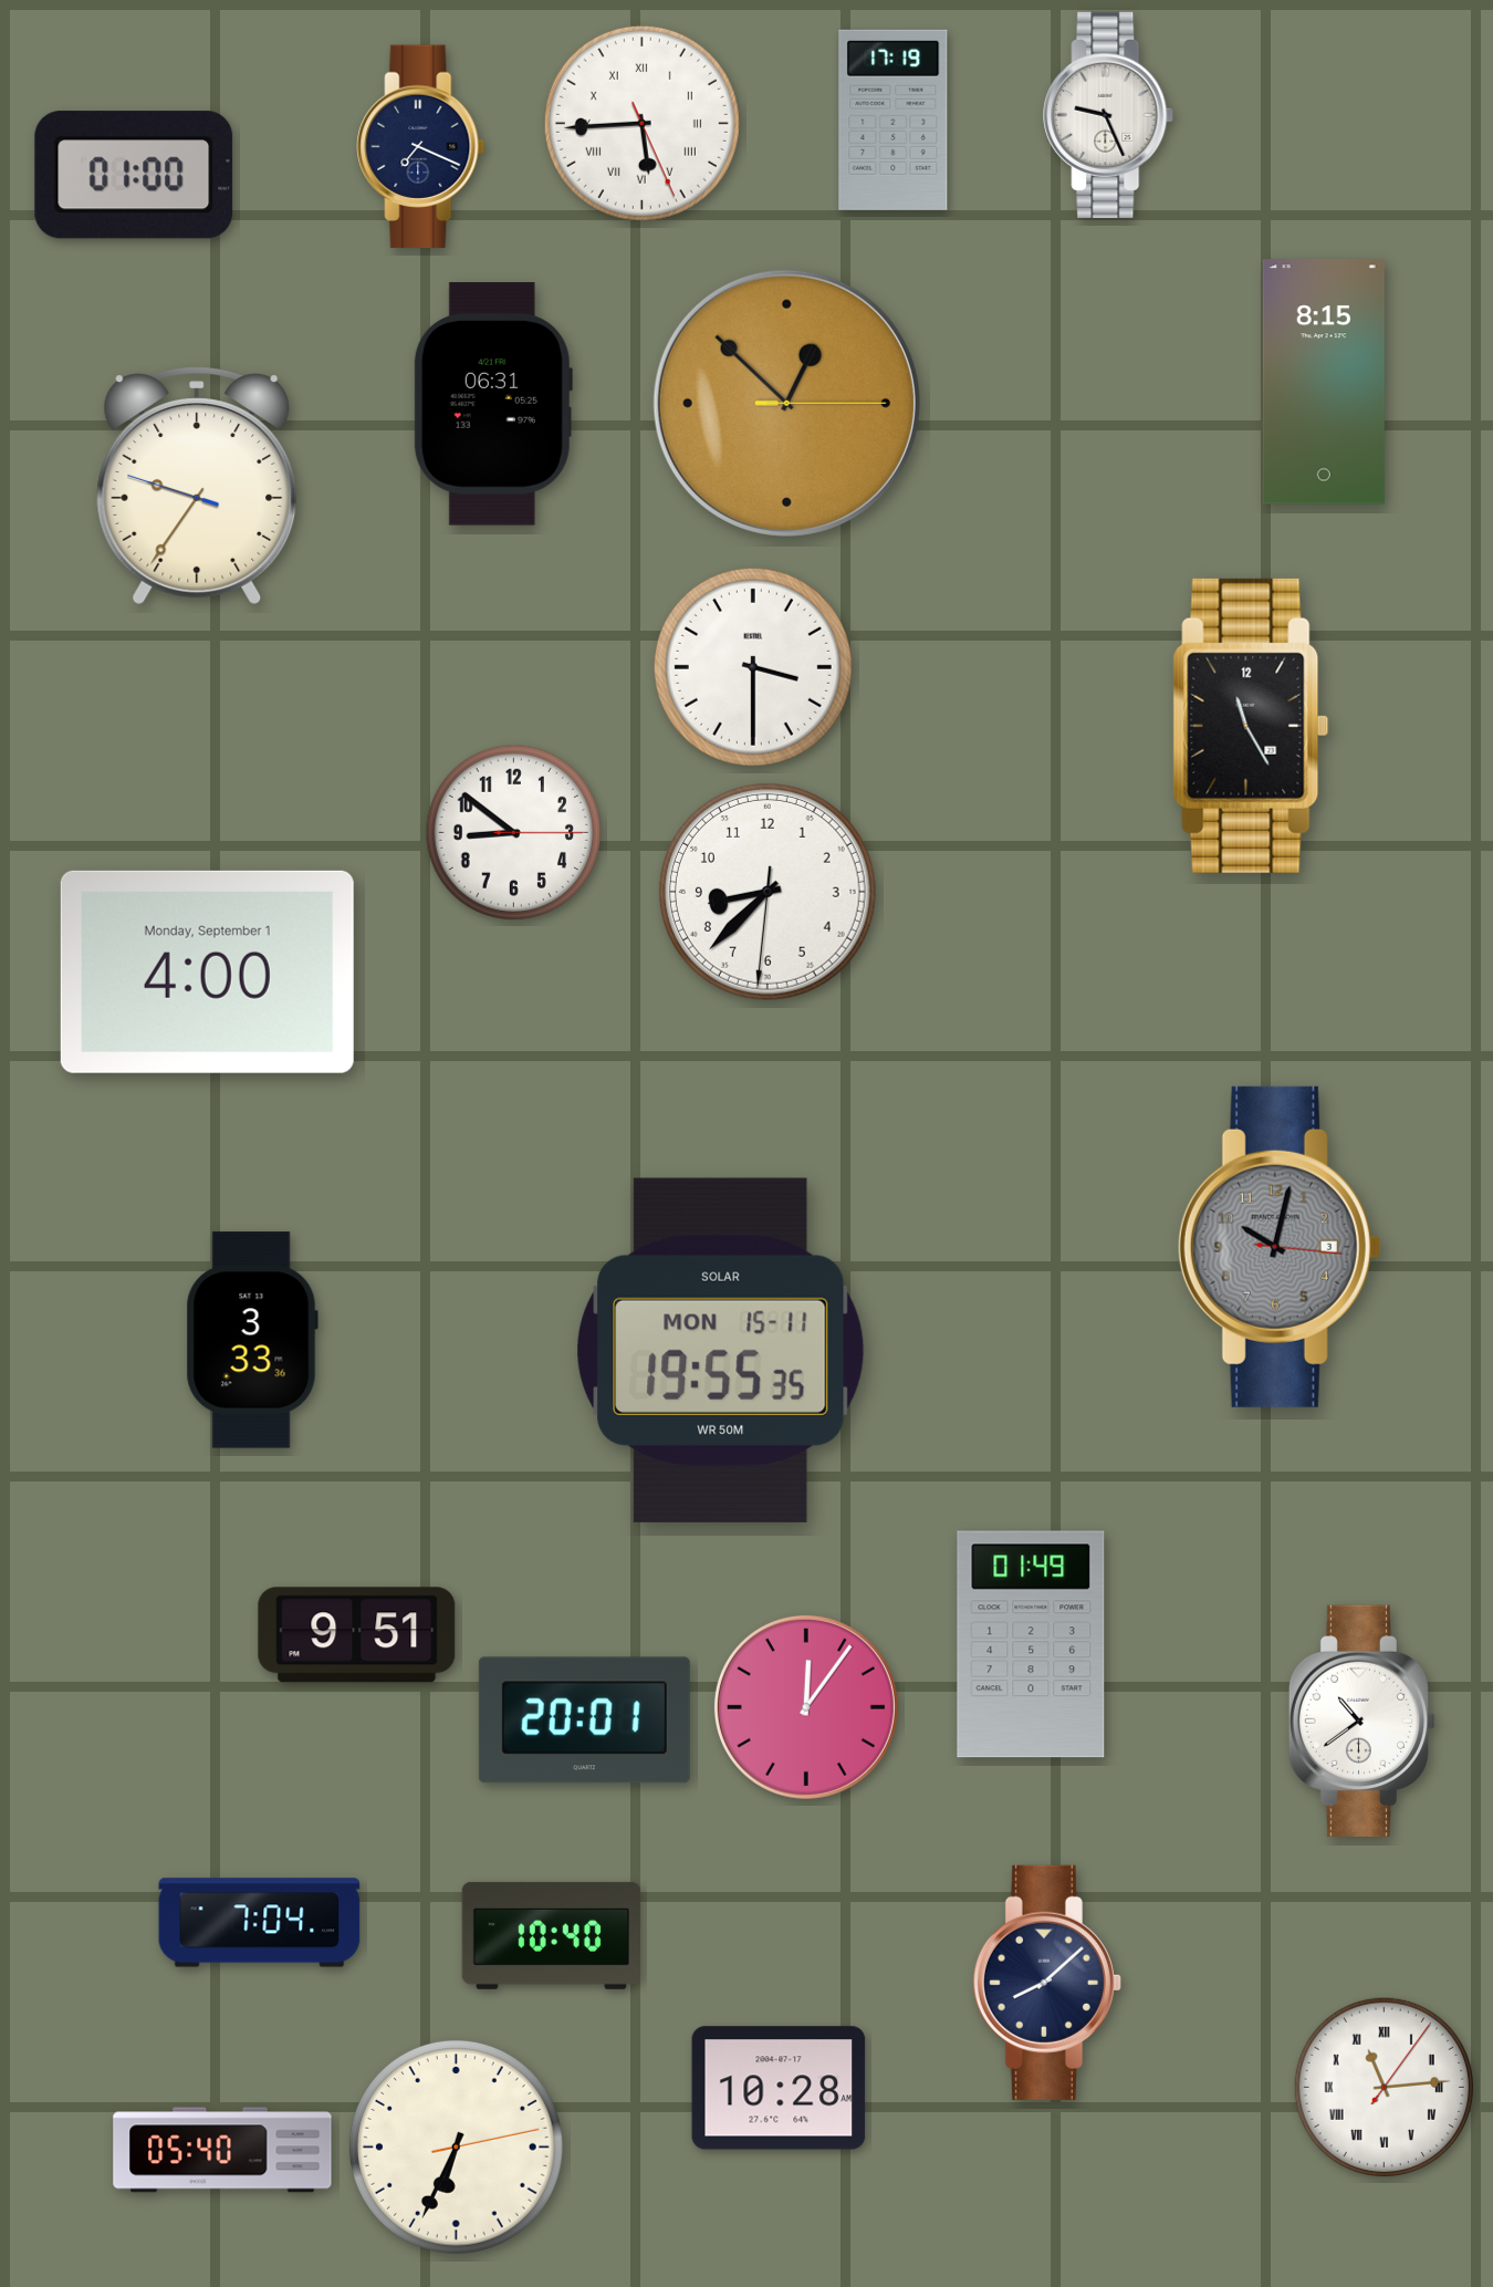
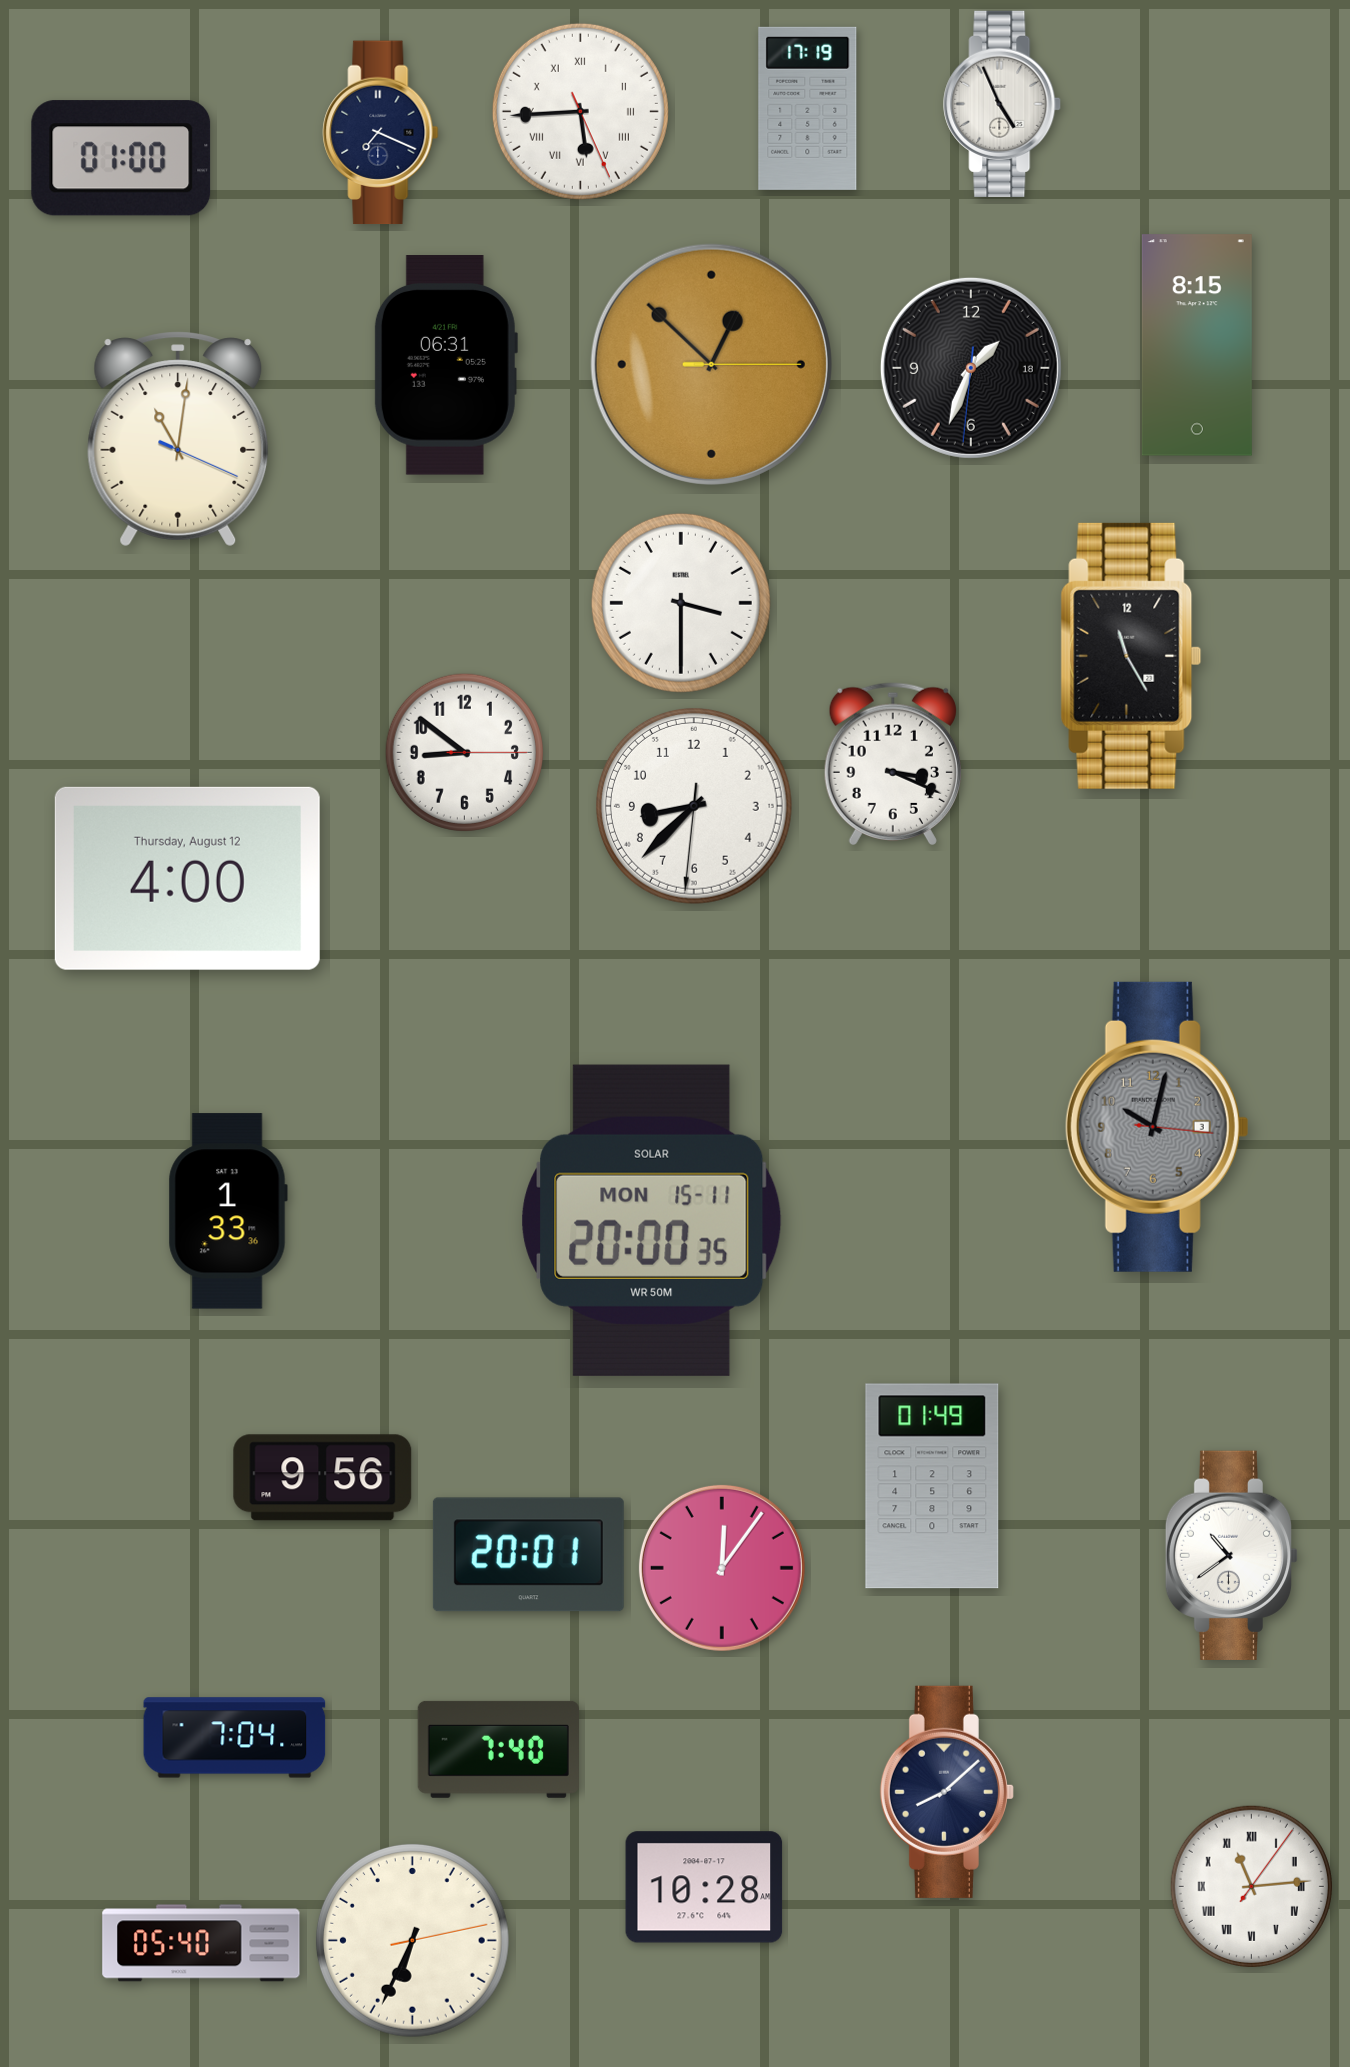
clock at (1109, 115): 9:26 -> 4:56
clock at (971, 368): none -> 1:33
clock at (197, 486): 9:35 -> 11:01
clock at (893, 764): none -> 3:19
clock at (207, 971) date: Monday, September 1 -> Thursday, August 12
clock at (252, 1340): 3:33 -> 1:33
clock at (721, 1350): 19:55 -> 20:00
clock at (357, 1635): 9:51 -> 9:56
clock at (806, 1707) position: (806, 1707) -> (722, 1568)
clock at (551, 1935): 10:40 -> 7:40
